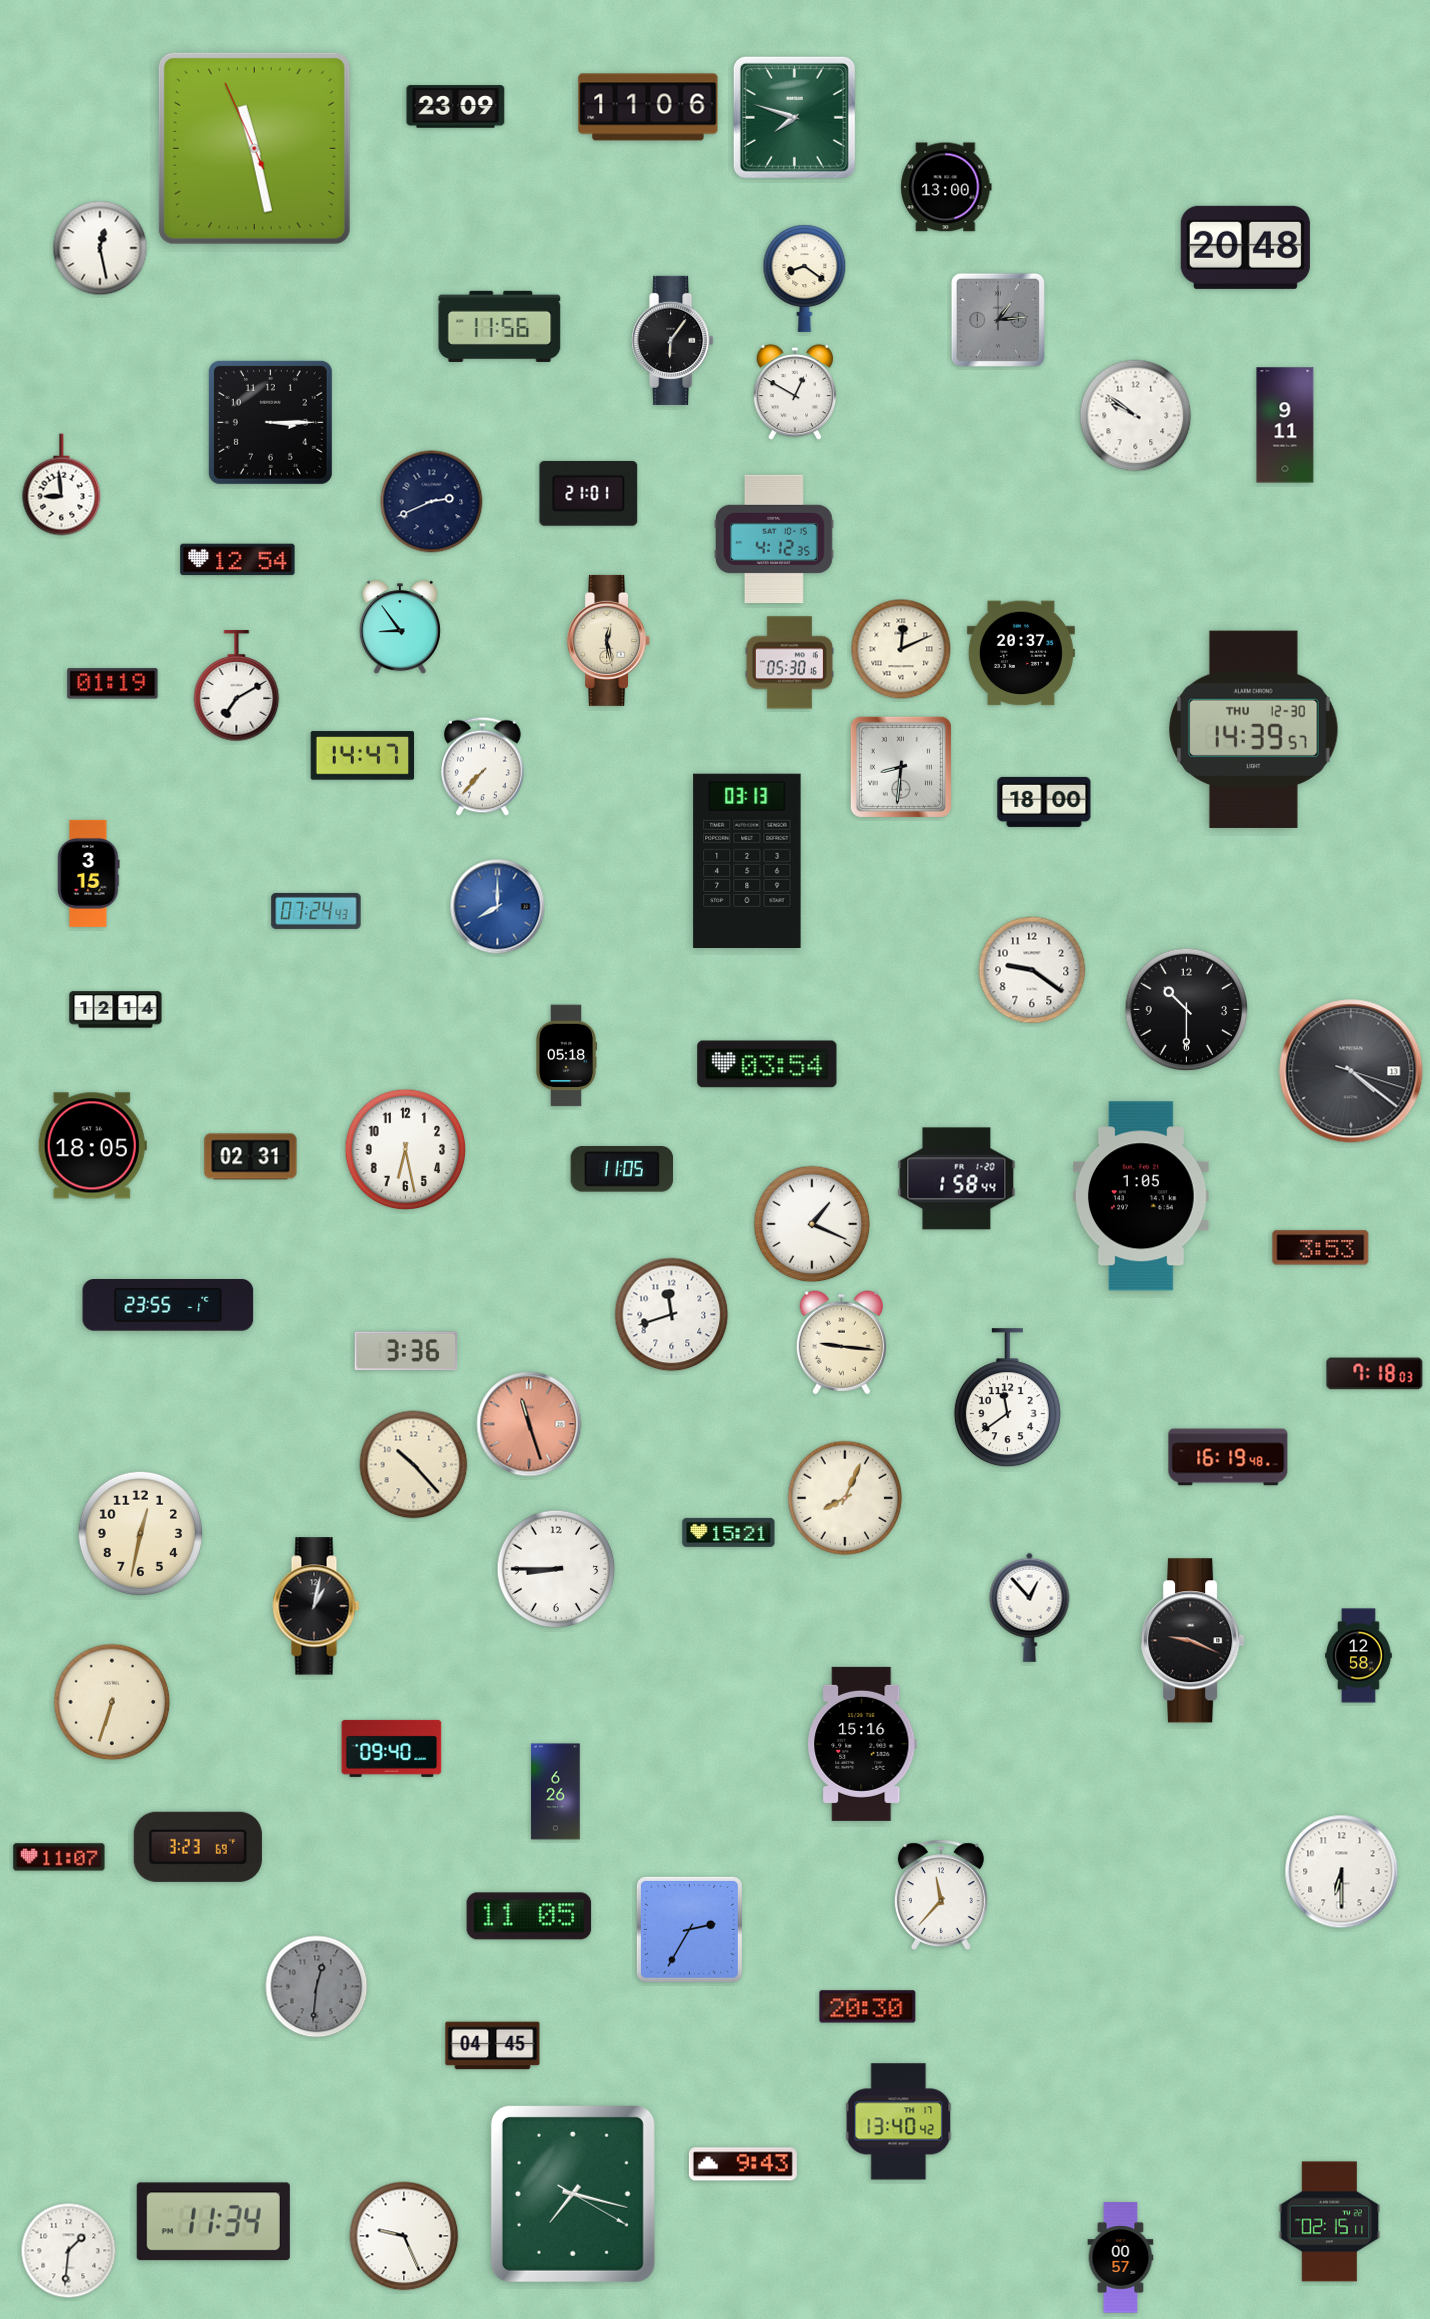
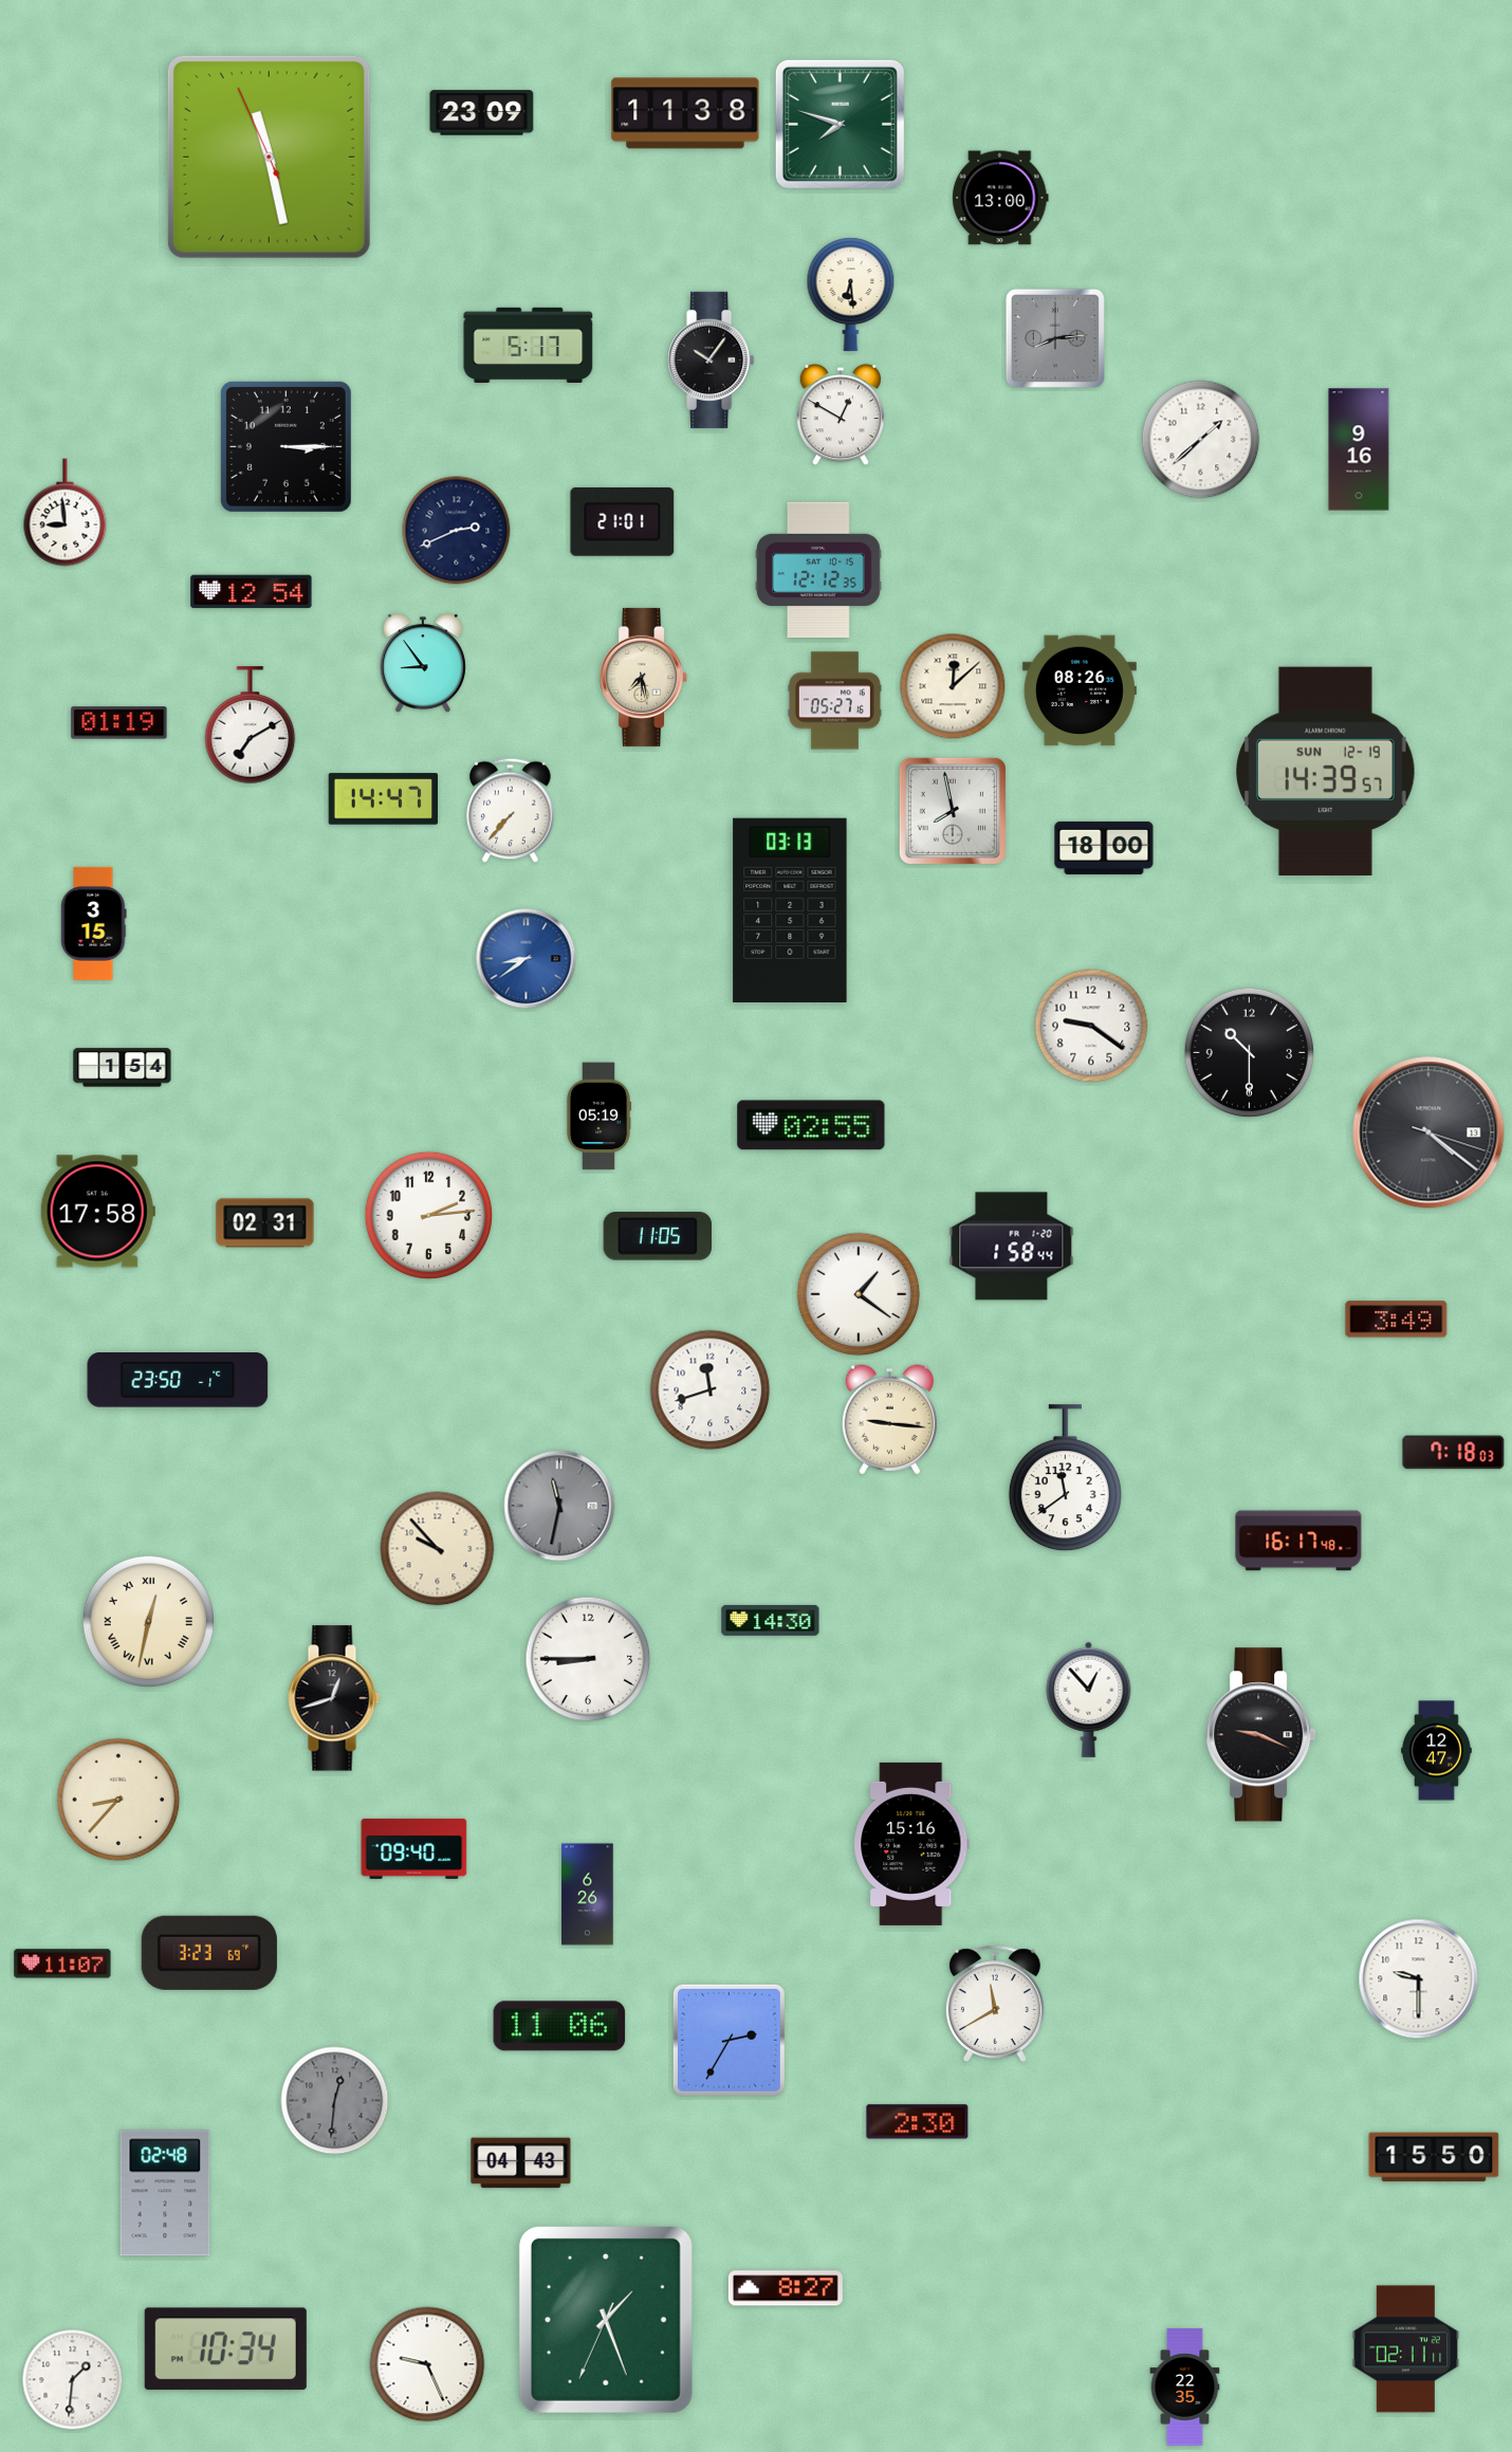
clock at (648, 107): 11:06 -> 11:38
clock at (1245, 247): 20:48 -> none
clock at (100, 248): 12:28 -> none
clock at (805, 278): 8:21 -> 6:29
clock at (998, 320): 1:14 -> 8:14
clock at (500, 326): 11:56 -> 5:17
clock at (673, 340): 6:06 -> 10:06
clock at (1136, 416): 9:51 -> 1:38
clock at (1285, 425): 9:11 -> 9:16
clock at (775, 538): 4:12 -> 12:12
clock at (609, 640): 12:28 -> 7:28
clock at (901, 649): 12:11 -> 12:08
clock at (1021, 653): 20:37 -> 08:26
clock at (789, 663): 05:30 -> 05:27
clock at (1254, 729) date: THU 12-30 -> SUN 12-19
clock at (901, 767): 8:31 -> 7:58
clock at (498, 907): 8:00 -> 8:39
clock at (316, 911): 07:24 -> none
clock at (116, 1010): 12:14 -> 1:54
clock at (1187, 1010) position: (1187, 1010) -> (1250, 1053)
clock at (567, 1056): 05:18 -> 05:19
clock at (767, 1064): 03:54 -> 02:55
clock at (92, 1146): 18:05 -> 17:58
clock at (406, 1150): 6:28 -> 2:14
clock at (1141, 1196): 1:05 -> none
clock at (812, 1224): 1:19 -> 1:21
clock at (1321, 1248): 3:53 -> 3:49
clock at (168, 1305): 23:55 -> 23:50
clock at (406, 1351): 3:36 -> none
clock at (529, 1424): 11:27 -> 11:32
clock at (529, 1424) dial: salmon -> grey
clock at (1228, 1457): 16:19 -> 16:17
clock at (414, 1465): 10:23 -> 9:53
clock at (845, 1498): 8:04 -> none
clock at (729, 1532): 15:21 -> 14:30
clock at (140, 1533) numerals: Arabic -> Roman
clock at (316, 1606): 1:02 -> 12:42
clock at (1359, 1656): 12:58 -> 12:47
clock at (112, 1702): 6:33 -> 8:37
clock at (1342, 1872): 6:30 -> 9:30
clock at (941, 1895): 11:37 -> 11:40
clock at (529, 1916): 11:05 -> 11:06
clock at (868, 2007): 20:30 -> 2:30
clock at (1434, 2157): none -> 15:50
clock at (493, 2046): 04:45 -> 04:43
clock at (165, 2193): none -> 02:48
clock at (899, 2122): 13:40 -> none
clock at (743, 2164): 9:43 -> 8:27
clock at (573, 2194): 7:17 -> 1:26
clock at (213, 2222): 11:34 -> 10:34
clock at (1330, 2222): 02:15 -> 02:11
clock at (1121, 2258): 00:57 -> 22:35
